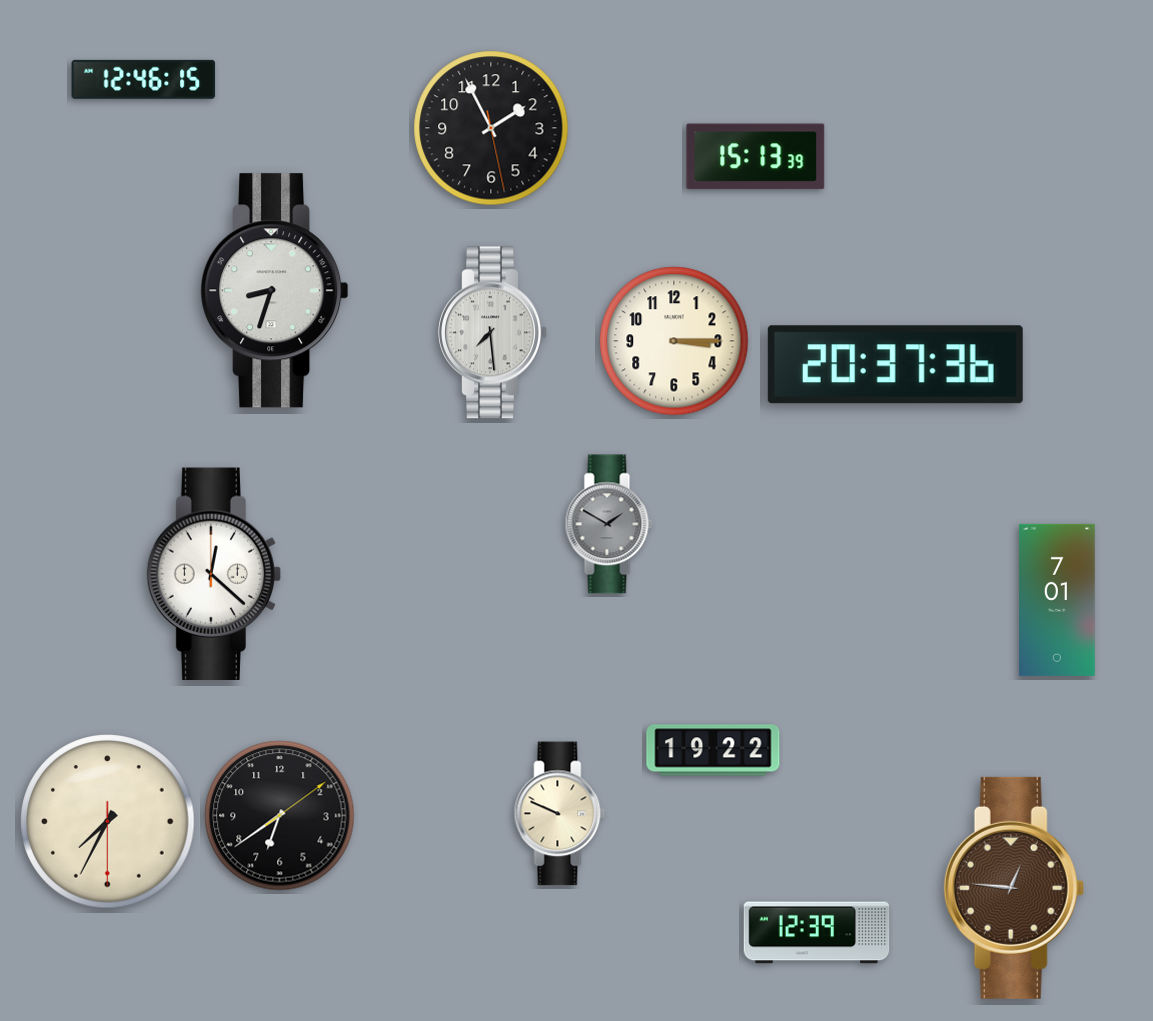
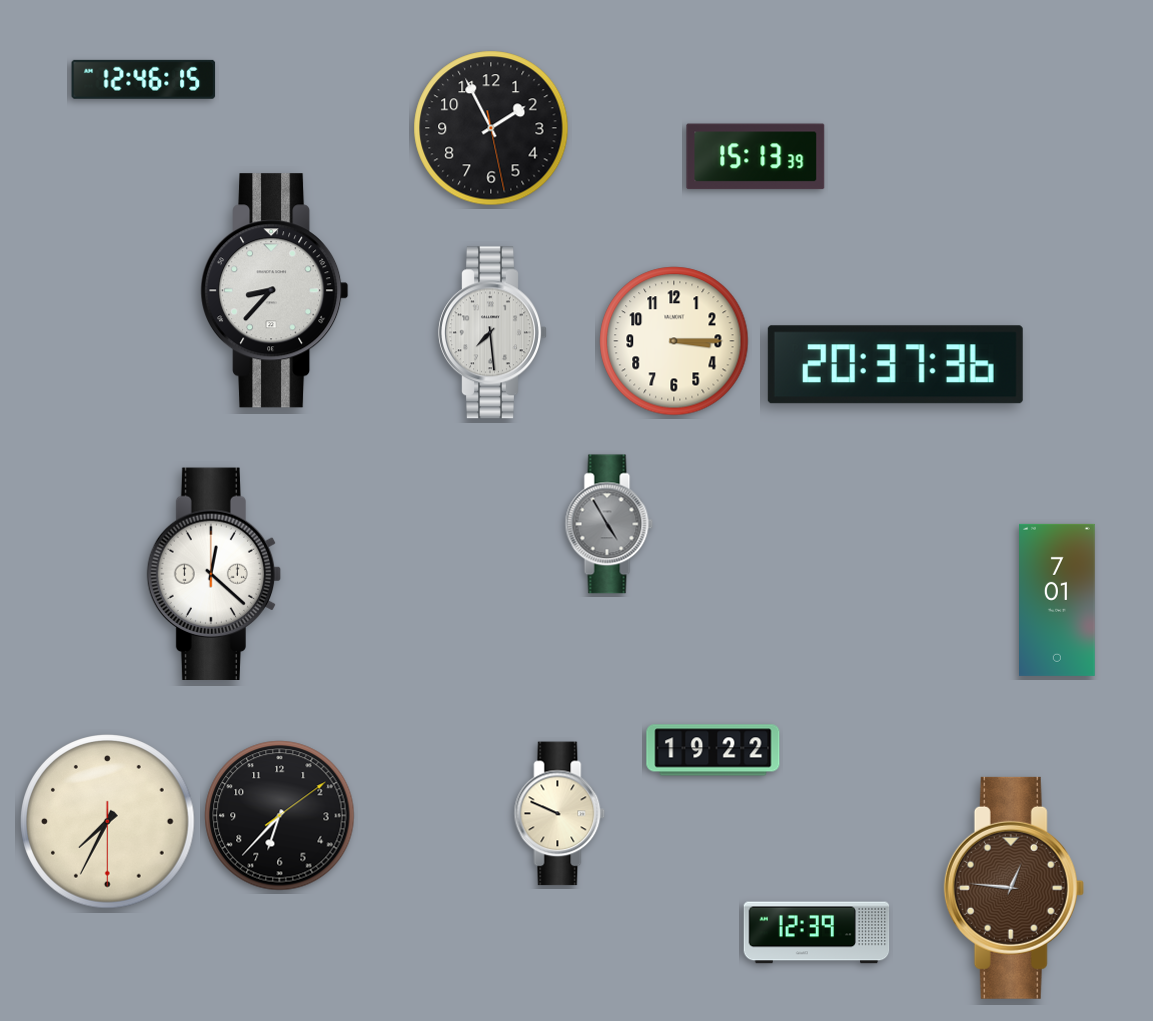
clock at (275, 291): 8:33 -> 8:37
clock at (609, 524): 1:50 -> 4:55
clock at (280, 816): 6:39 -> 6:37
